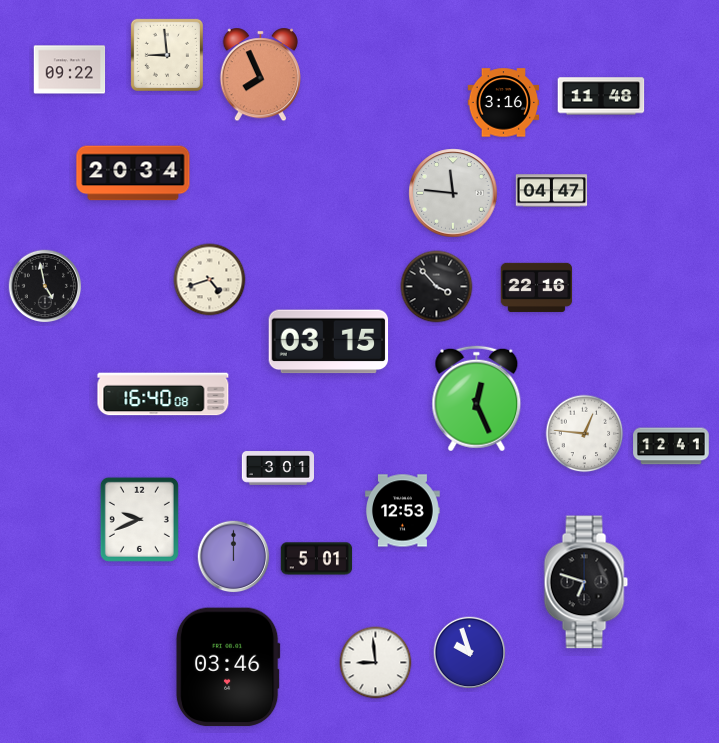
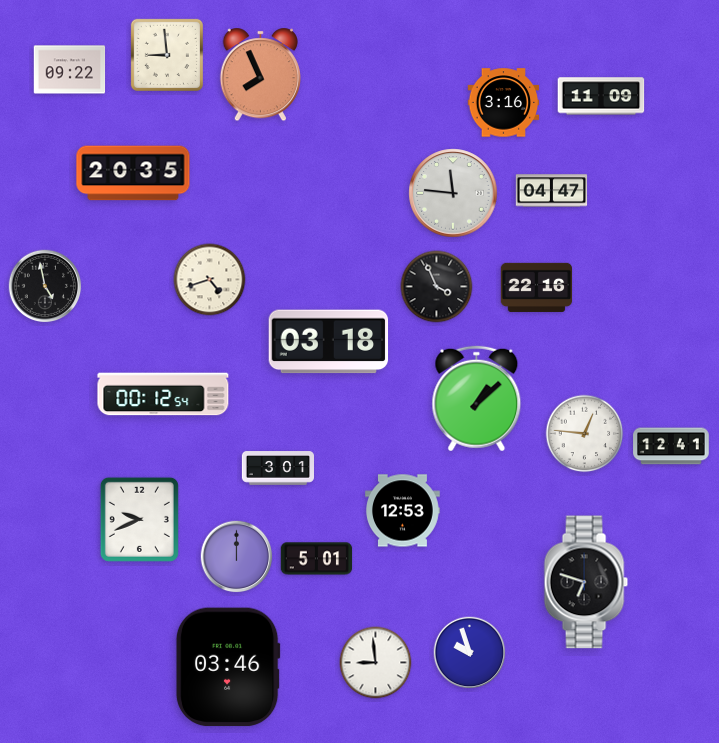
clock at (601, 96): 11:48 -> 11:09
clock at (133, 173): 20:34 -> 20:35
clock at (437, 287): 3:53 -> 3:56
clock at (329, 342): 03:15 -> 03:18
clock at (163, 394): 16:40 -> 00:12
clock at (477, 399): 12:26 -> 1:08
clock at (234, 557) position: (234, 557) -> (237, 557)
